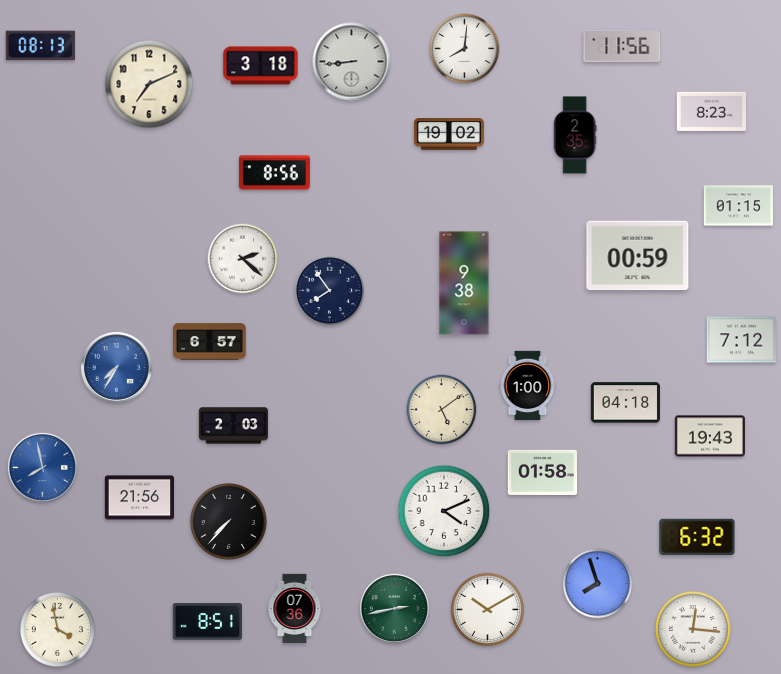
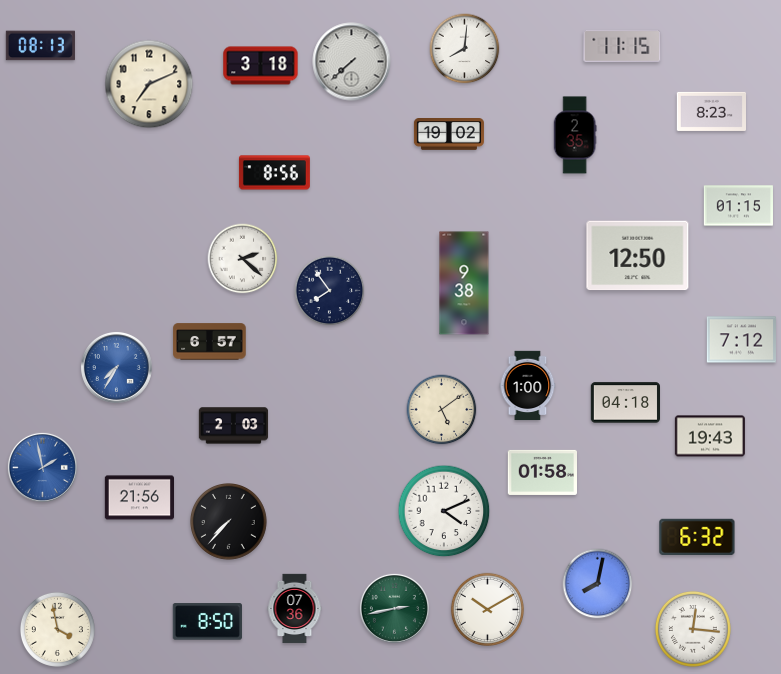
clock at (622, 46): 11:56 -> 11:15
clock at (352, 62): 8:44 -> 7:38
clock at (638, 256): 00:59 -> 12:50
clock at (42, 467): 7:58 -> 1:58
clock at (598, 584): 7:57 -> 8:02
clock at (207, 622): 8:51 -> 8:50
